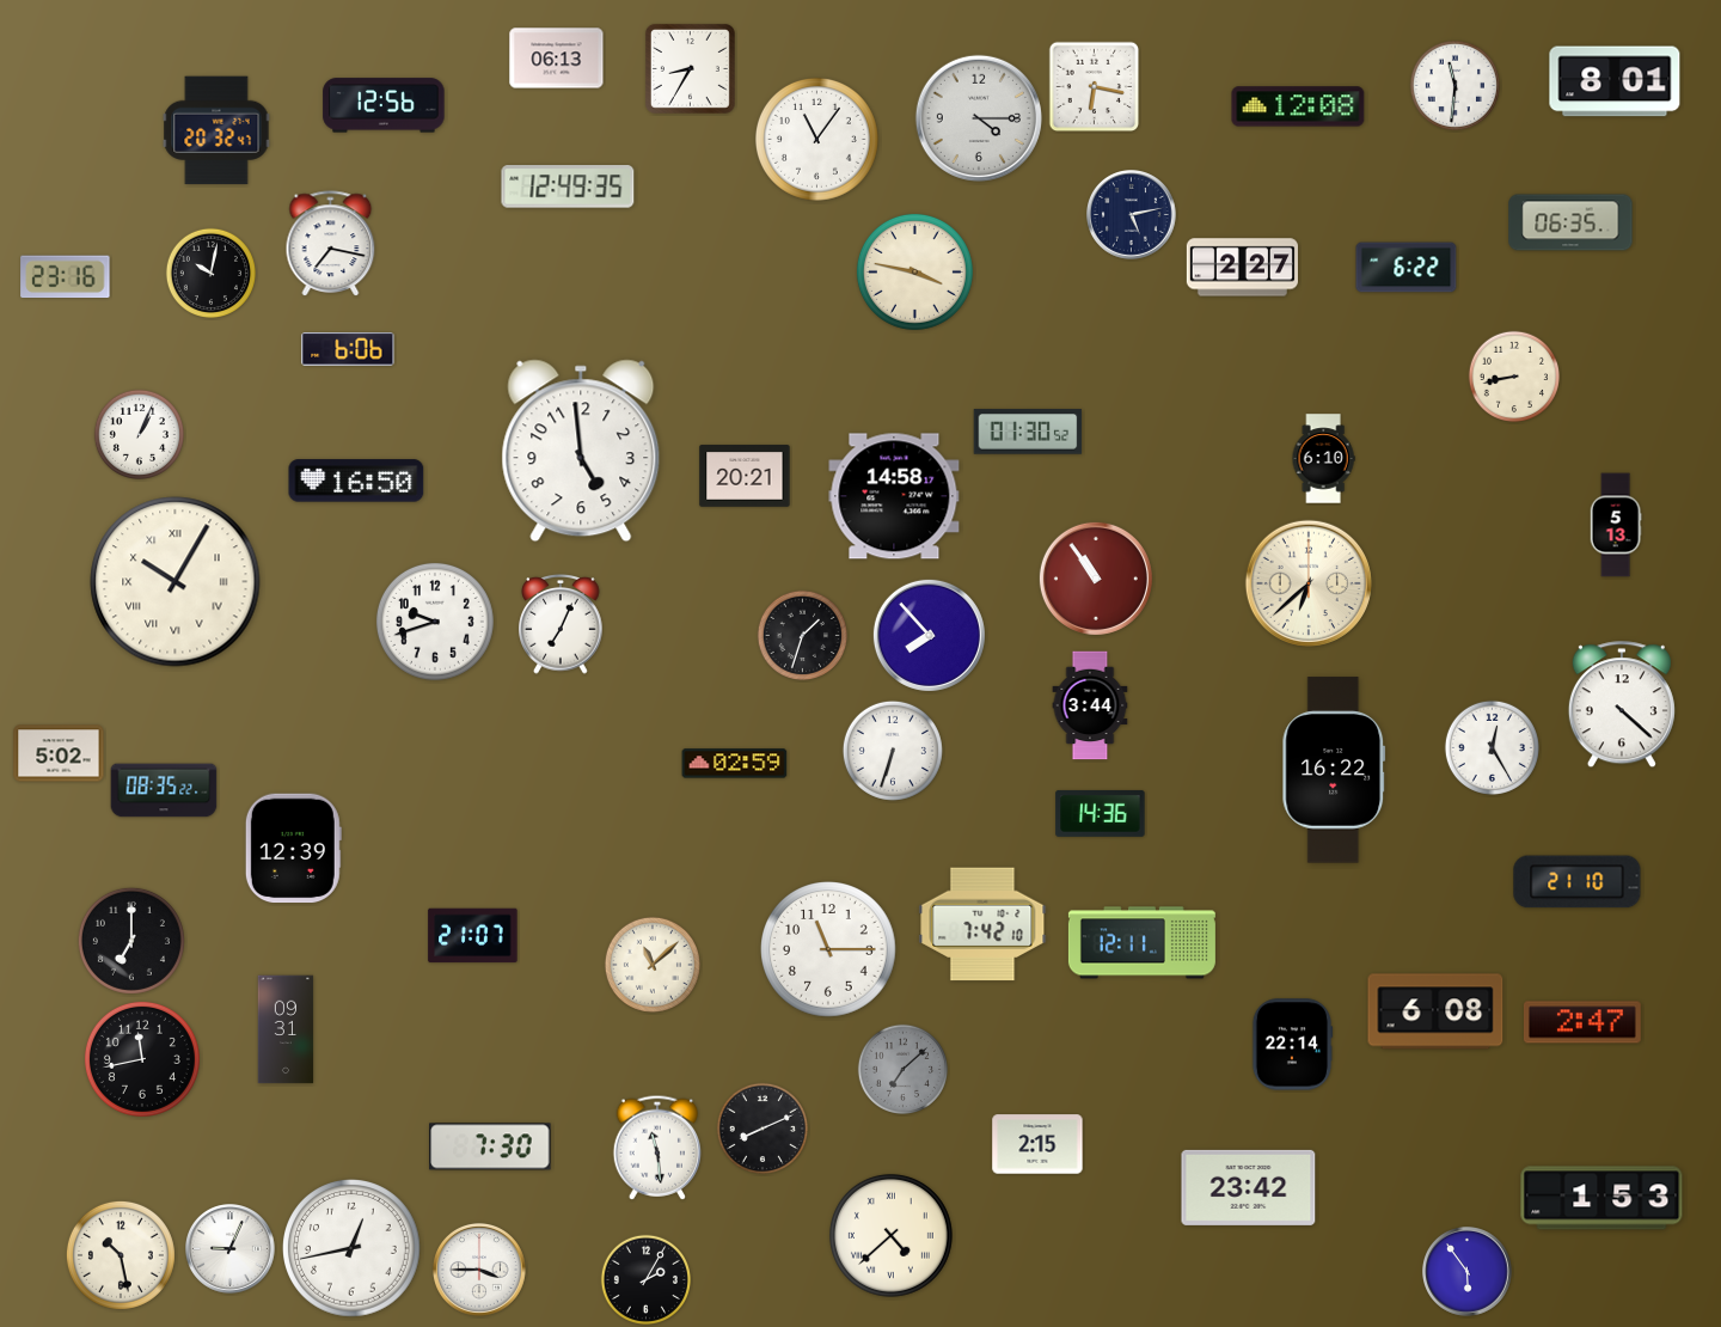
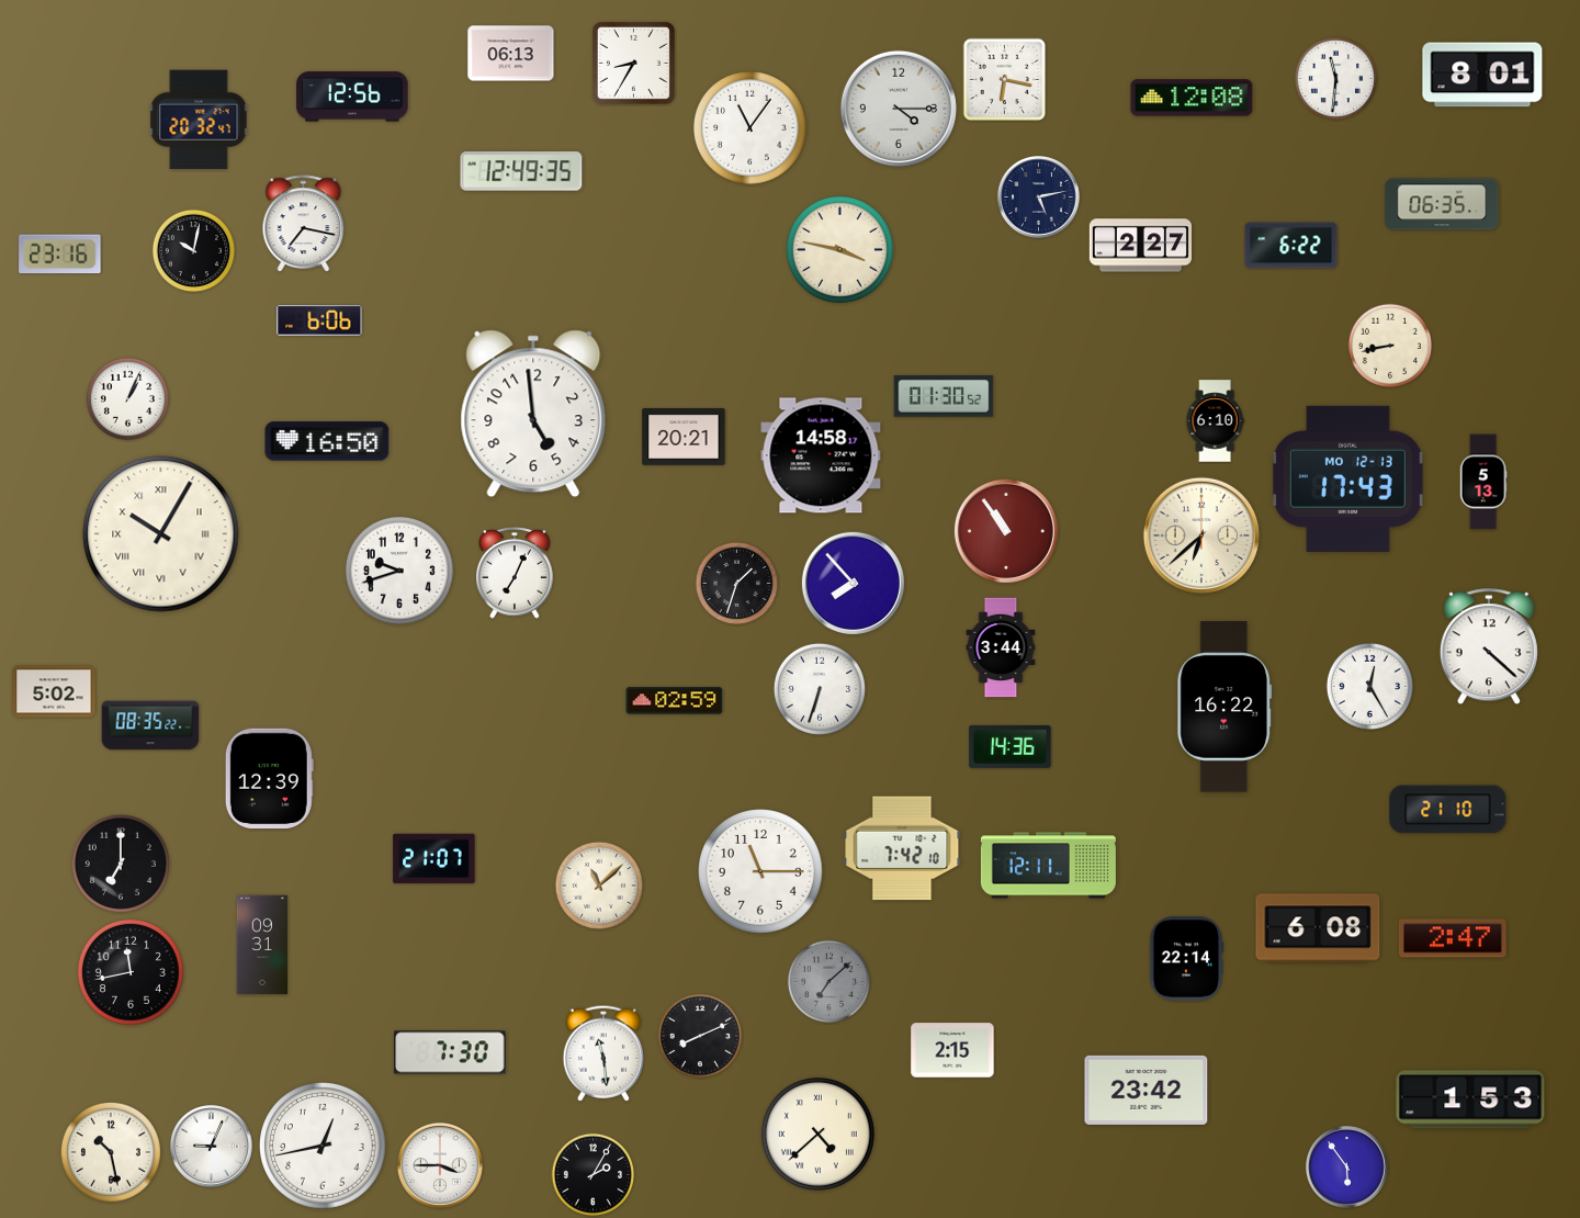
clock at (1347, 478): none -> 17:43
